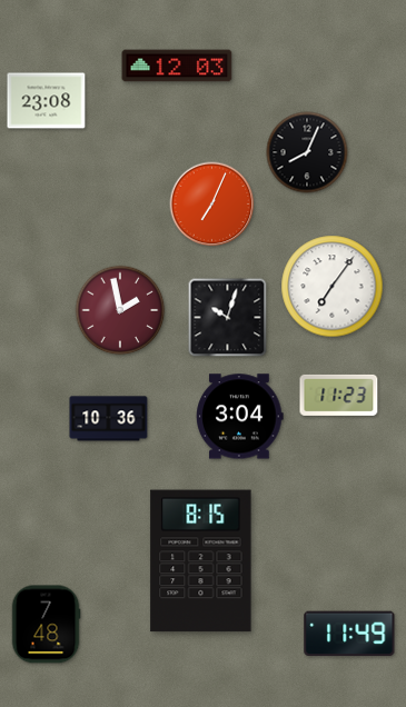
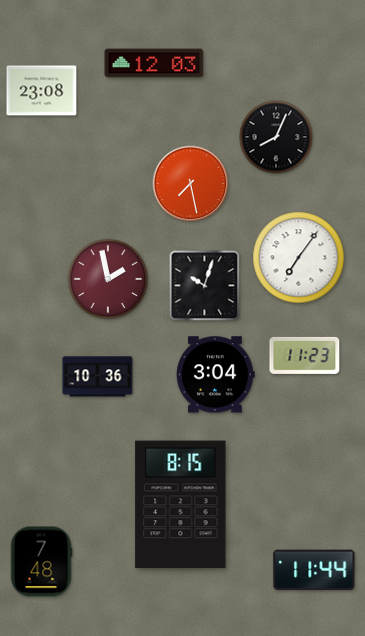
clock at (177, 66) position: (177, 66) -> (154, 63)
clock at (212, 205): 7:04 -> 7:28
clock at (349, 634): 11:49 -> 11:44
